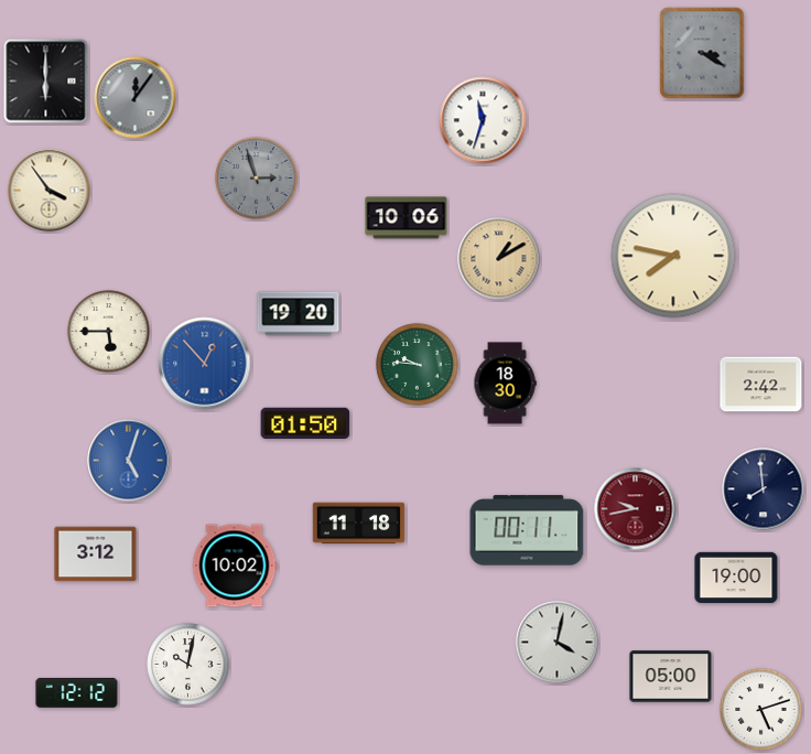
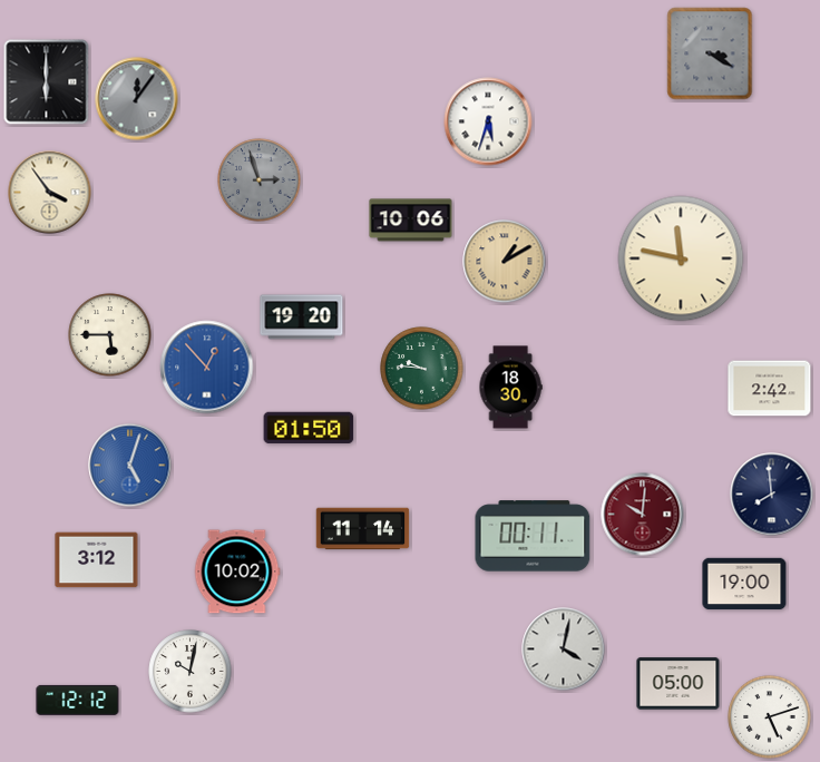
clock at (483, 120): 11:33 -> 5:33
clock at (673, 256): 7:47 -> 11:47
clock at (636, 509): 9:43 -> 10:01
clock at (359, 524): 11:18 -> 11:14
